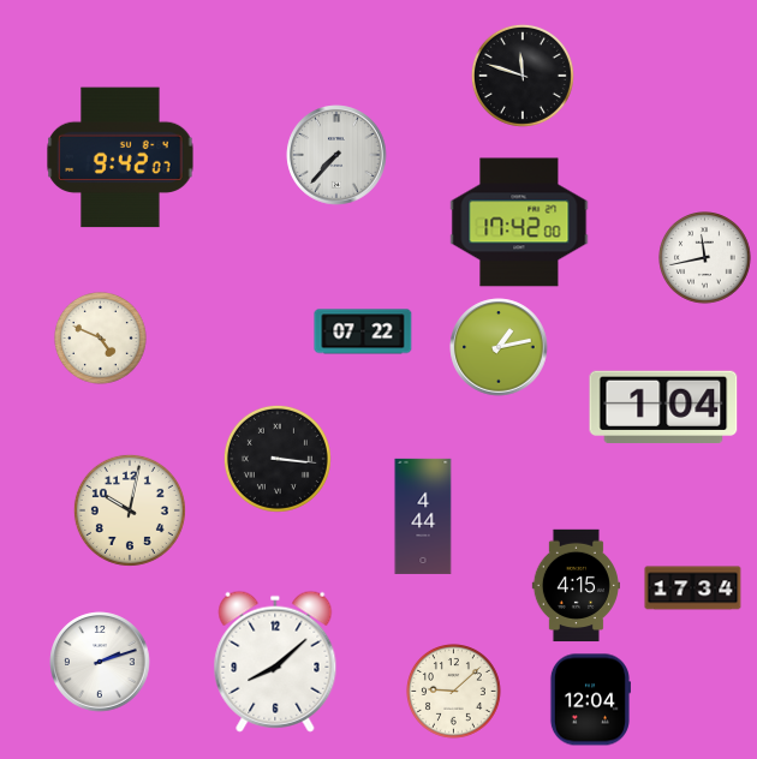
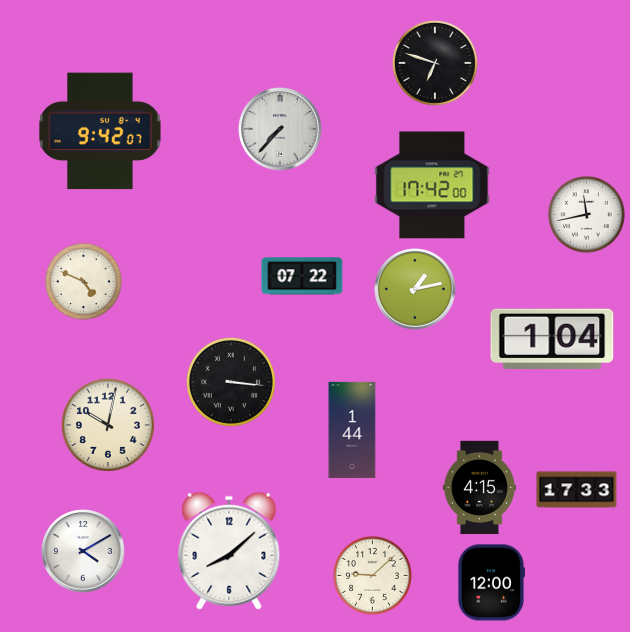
clock at (523, 76): 11:48 -> 6:48
clock at (423, 516): 4:44 -> 1:44
clock at (693, 588): 17:34 -> 17:33
clock at (100, 662): 2:12 -> 4:10
clock at (454, 692) position: (454, 692) -> (373, 576)
clock at (590, 700): 12:04 -> 12:00
